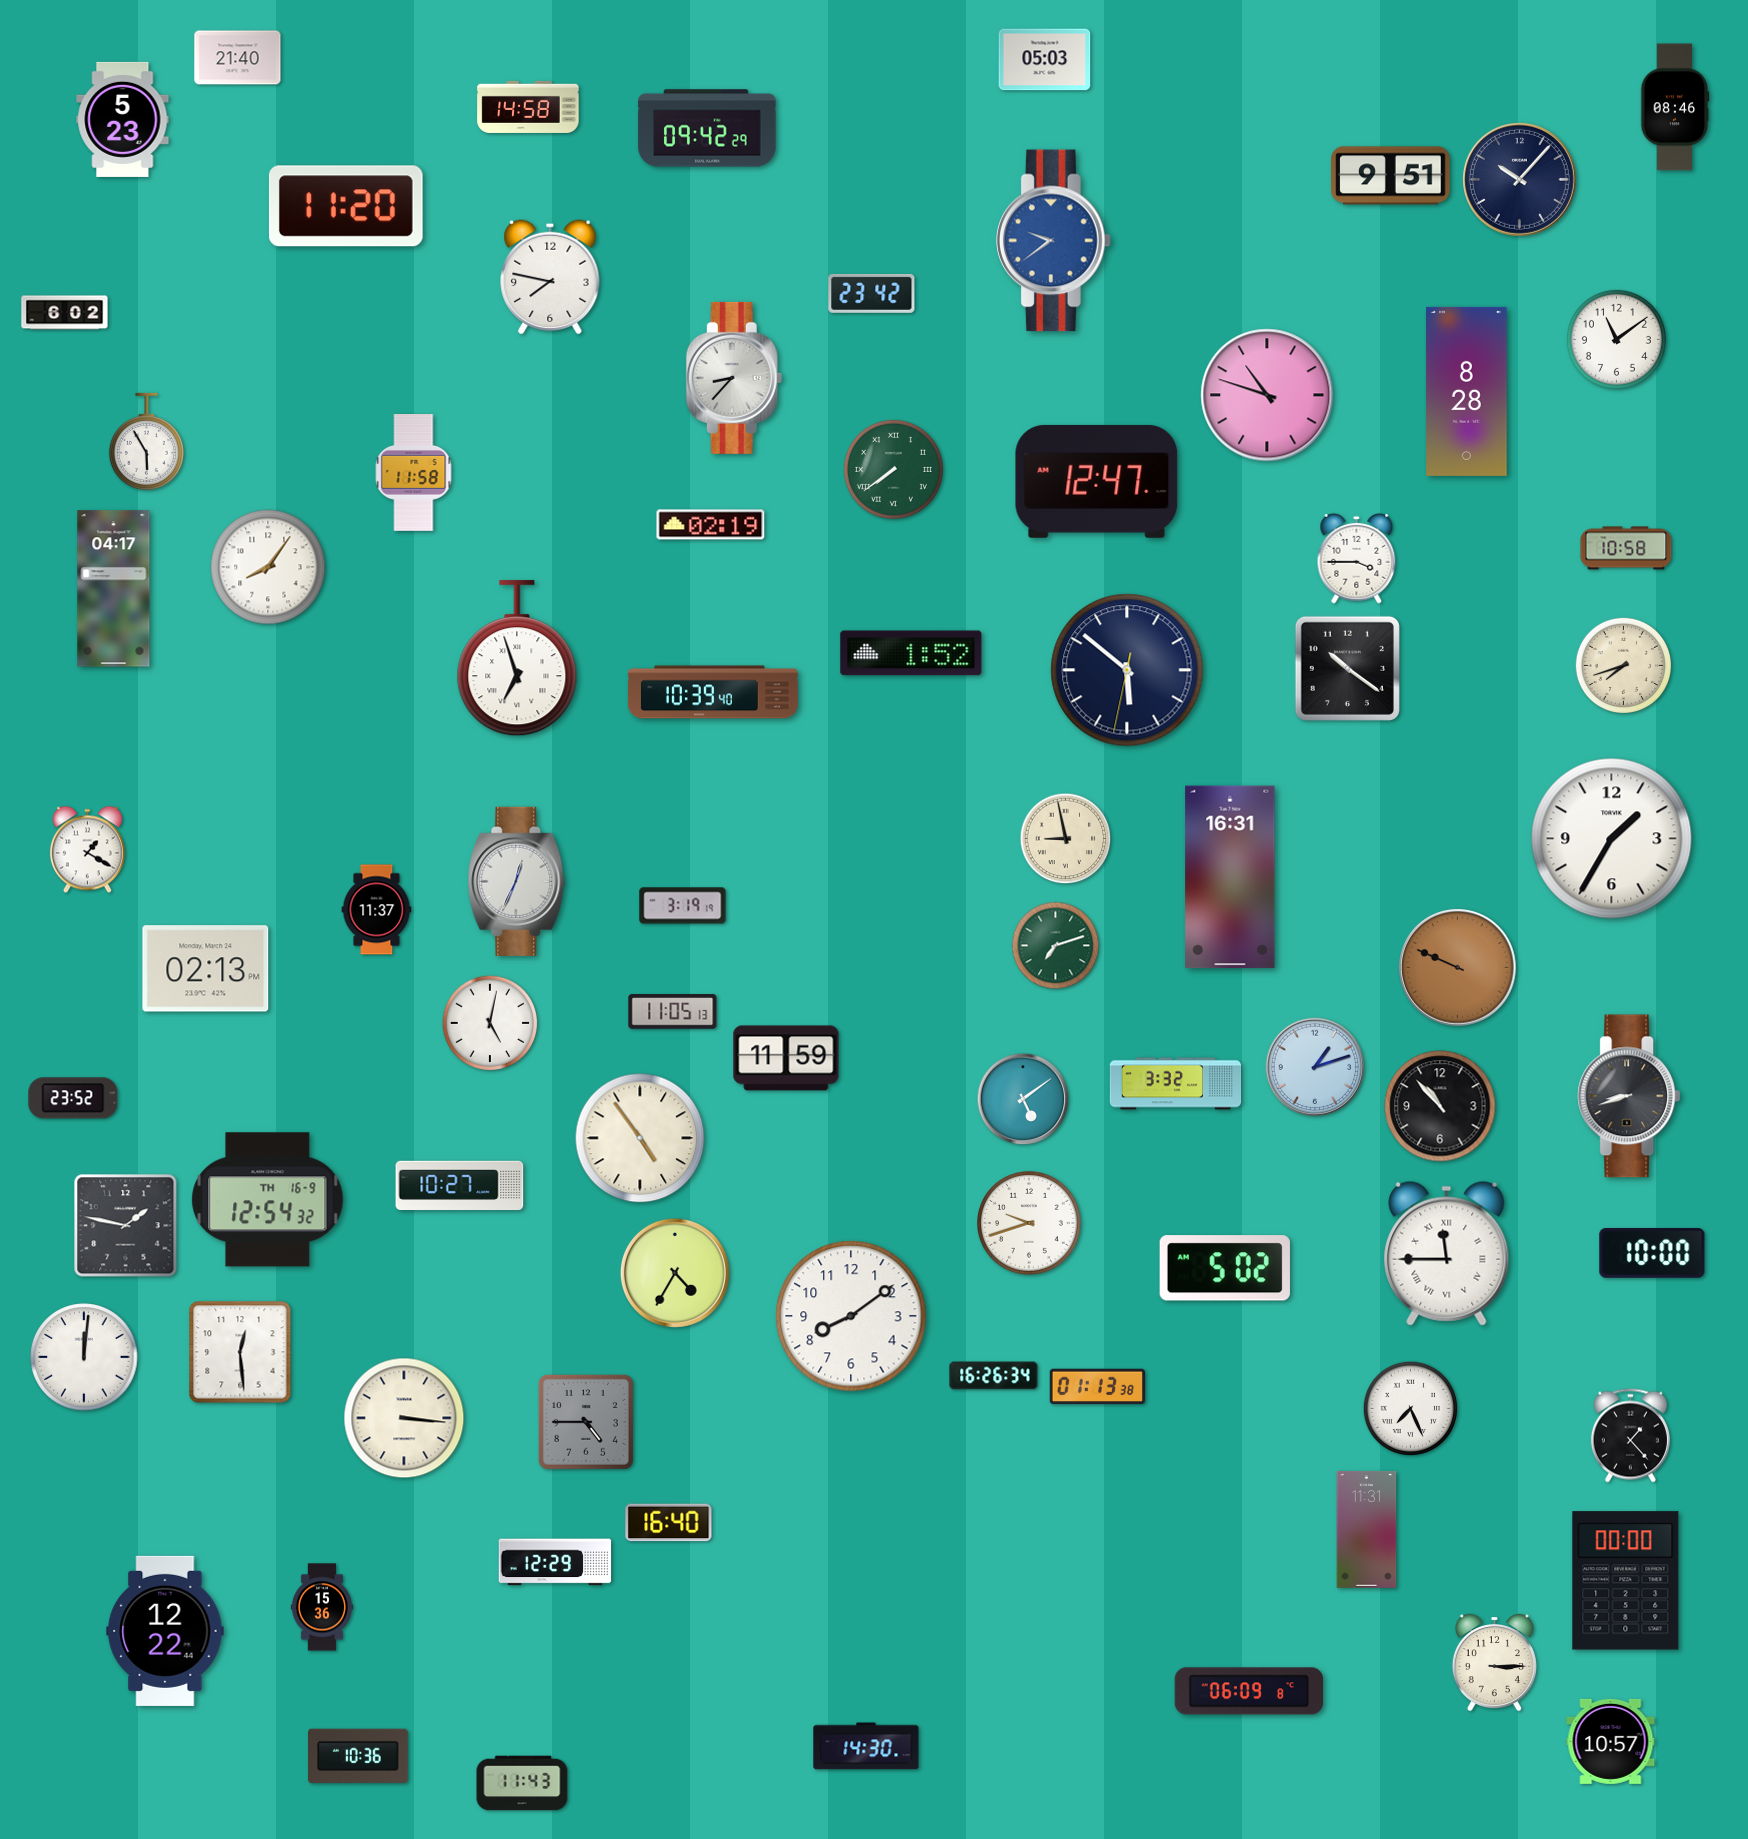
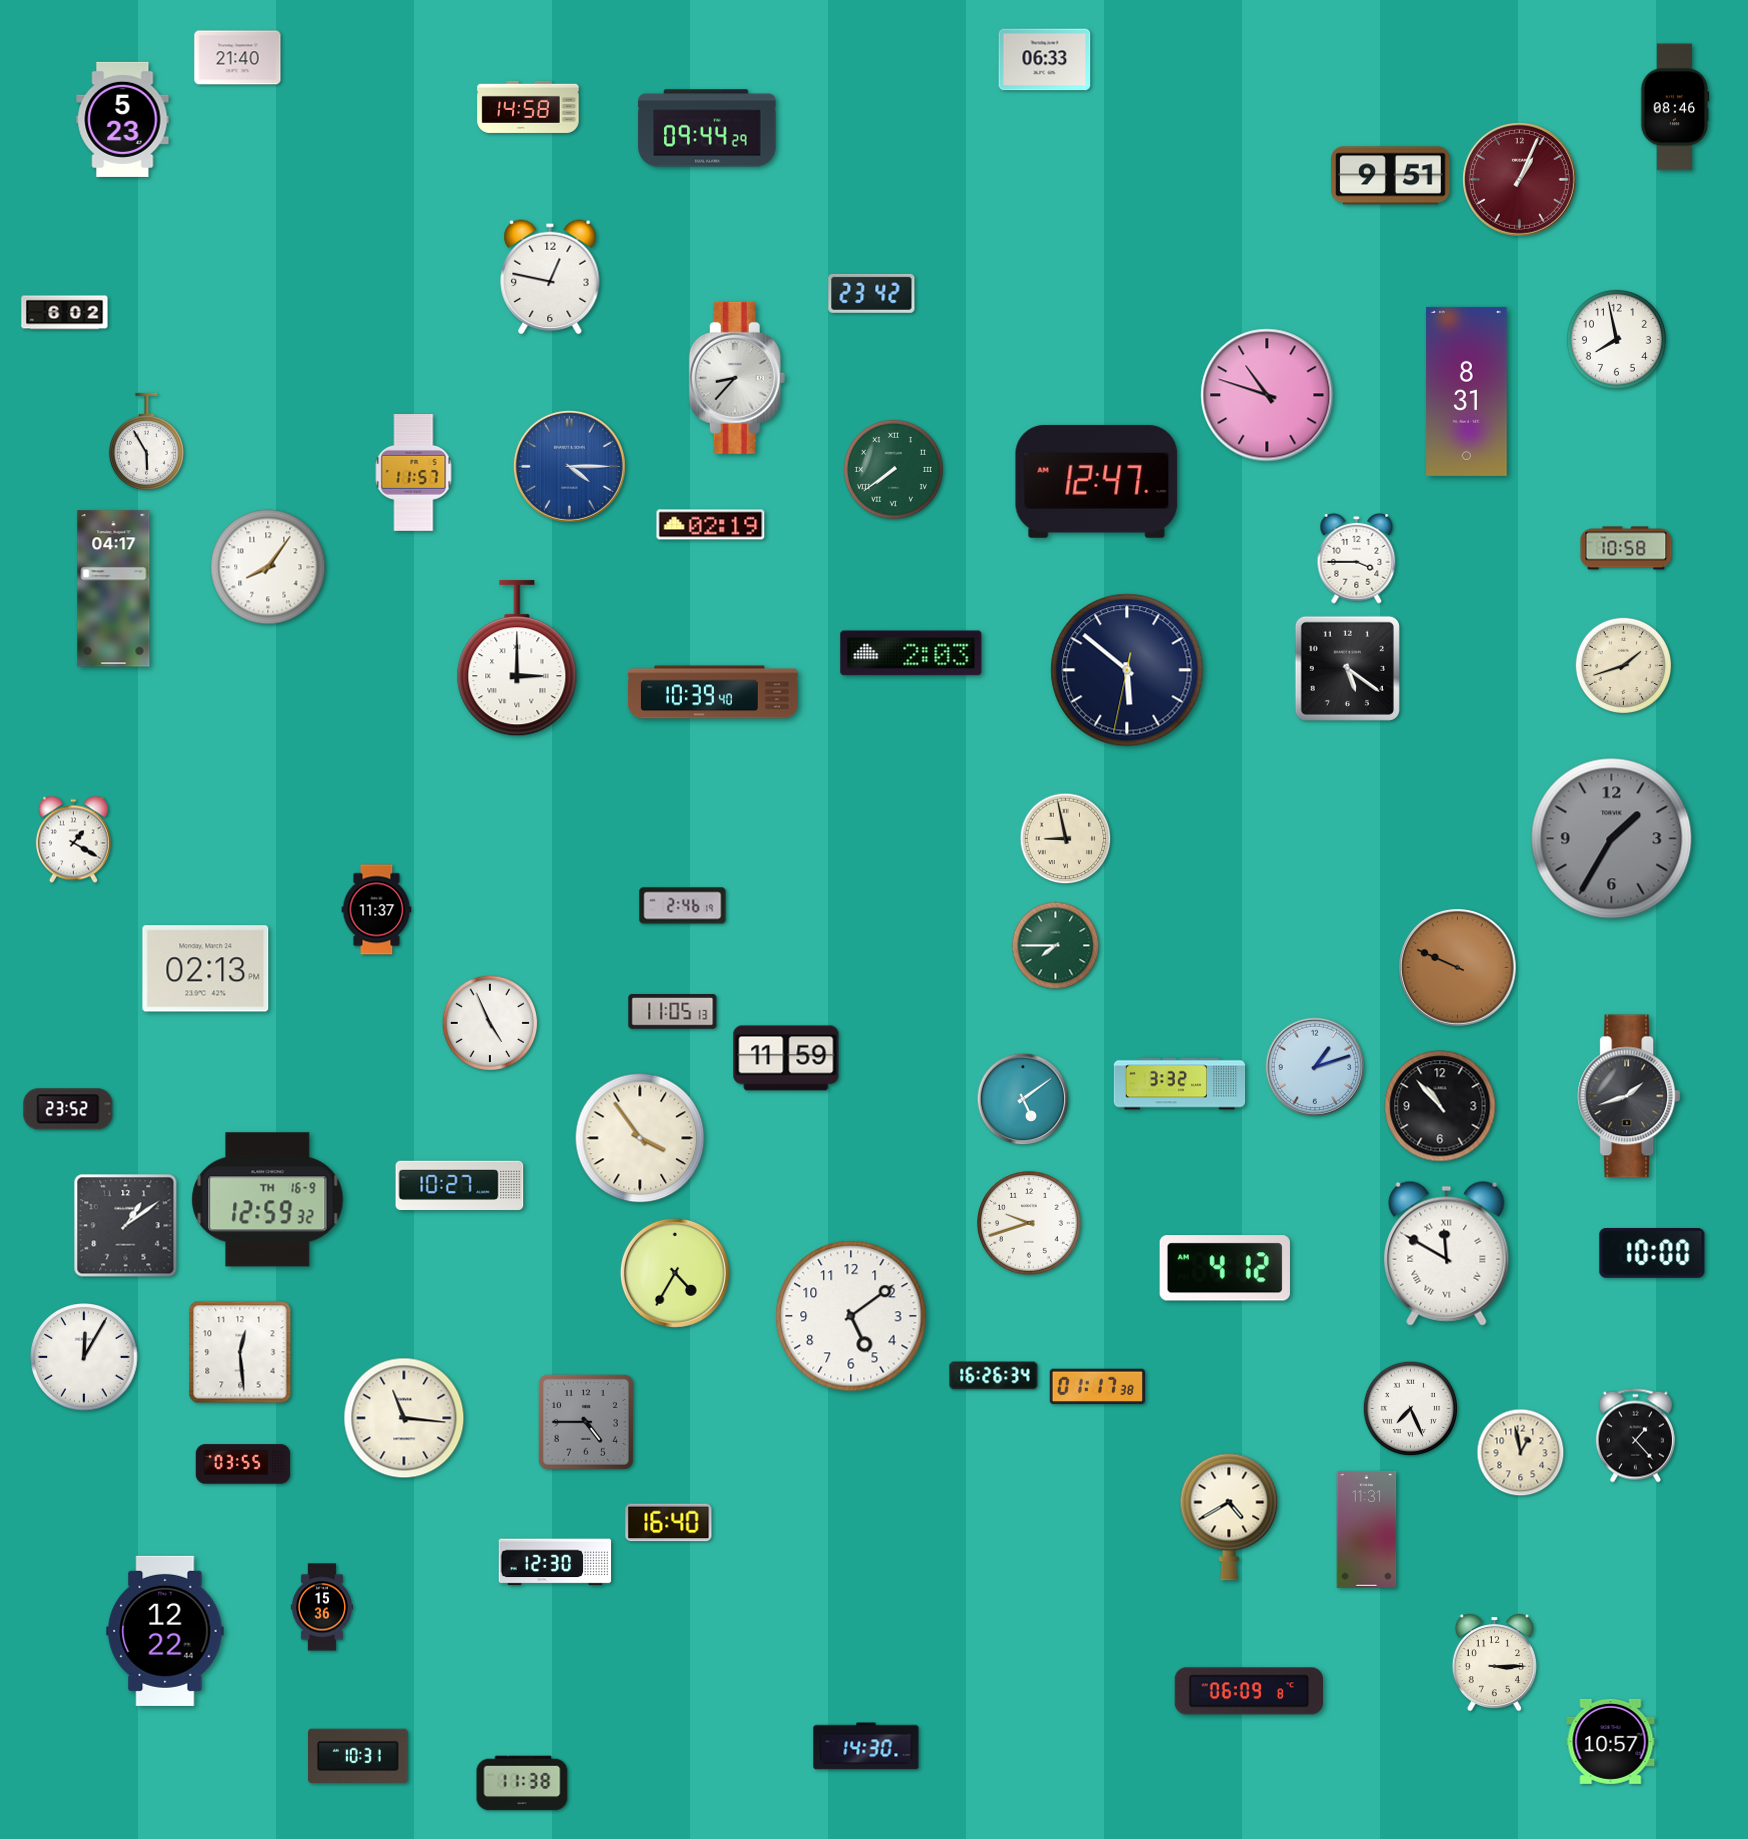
clock at (1045, 60): 05:03 -> 06:33
clock at (707, 128): 09:42 -> 09:44
clock at (1519, 179): 10:07 -> 1:04
clock at (1519, 179) dial: navy -> burgundy
clock at (346, 206): 11:20 -> none
clock at (1053, 241): 9:39 -> none
clock at (550, 277): 7:47 -> 12:47
clock at (1616, 339): 11:09 -> 7:58
clock at (734, 378) position: (734, 378) -> (737, 378)
clock at (1467, 391): 8:28 -> 8:31
clock at (569, 466): none -> 4:15
clock at (414, 473): 11:58 -> 11:57
clock at (911, 653): 1:52 -> 2:03
clock at (517, 659): 6:57 -> 3:00
clock at (1623, 665): 7:42 -> 1:42
clock at (1347, 668): 10:21 -> 5:21
clock at (1612, 839) dial: white -> grey
clock at (87, 850) position: (87, 850) -> (73, 840)
clock at (1230, 877): 16:31 -> none
clock at (517, 881): 12:34 -> none
clock at (683, 906): 3:19 -> 2:46
clock at (1056, 946): 7:12 -> 7:45
clock at (490, 1023): 5:02 -> 4:56
clock at (1176, 1084) position: (1176, 1084) -> (1180, 1084)
clock at (1628, 1096): 8:42 -> 1:42
clock at (73, 1098) position: (73, 1098) -> (68, 1109)
clock at (640, 1138): 4:54 -> 3:54
clock at (268, 1200): 12:54 -> 12:59
clock at (126, 1226): 1:47 -> 1:09
clock at (1447, 1253): 11:45 -> 11:50
clock at (1225, 1268): 5:02 -> 4:12
clock at (851, 1316): 8:09 -> 5:09
clock at (84, 1357): 12:01 -> 12:05
clock at (1098, 1387): 01:13 -> 01:17
clock at (404, 1418): 3:16 -> 11:16
clock at (1630, 1436) position: (1630, 1436) -> (1635, 1436)
clock at (1521, 1453): none -> 12:58
clock at (243, 1464): none -> 03:55
clock at (1229, 1517): none -> 4:40
clock at (555, 1562): 12:29 -> 12:30
clock at (1626, 1581): 00:00 -> none
clock at (359, 1755): 10:36 -> 10:31
clock at (522, 1783): 11:43 -> 11:38
